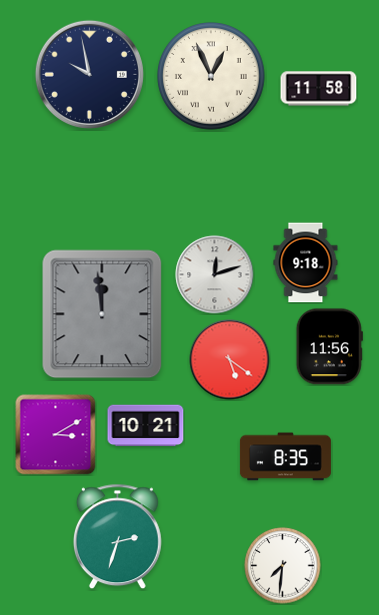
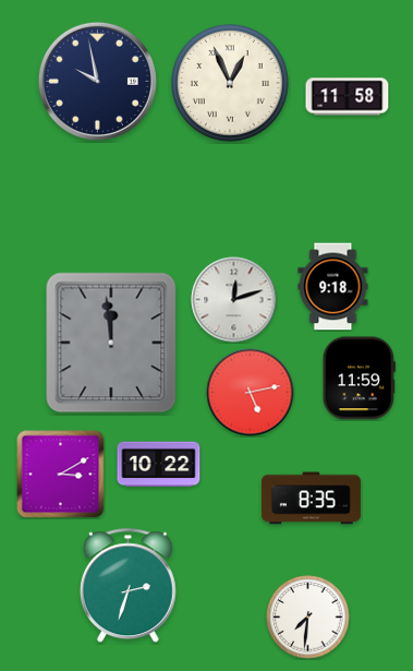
clock at (329, 347): 11:56 -> 11:59
clock at (230, 360): 5:21 -> 5:13
clock at (146, 426): 10:21 -> 10:22
